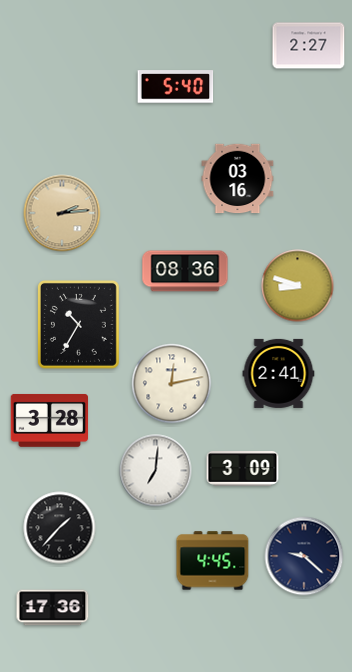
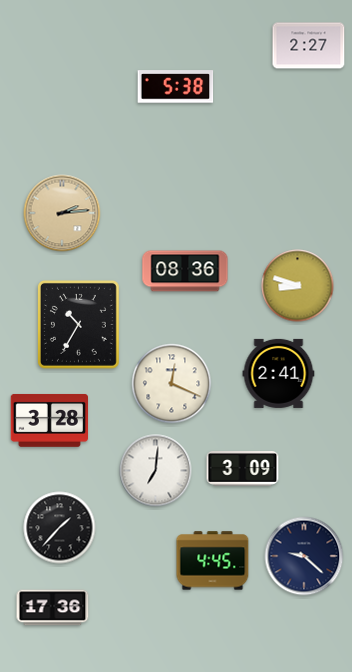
clock at (176, 87): 5:40 -> 5:38
clock at (238, 179): 03:16 -> none
clock at (172, 384): 12:13 -> 12:19
